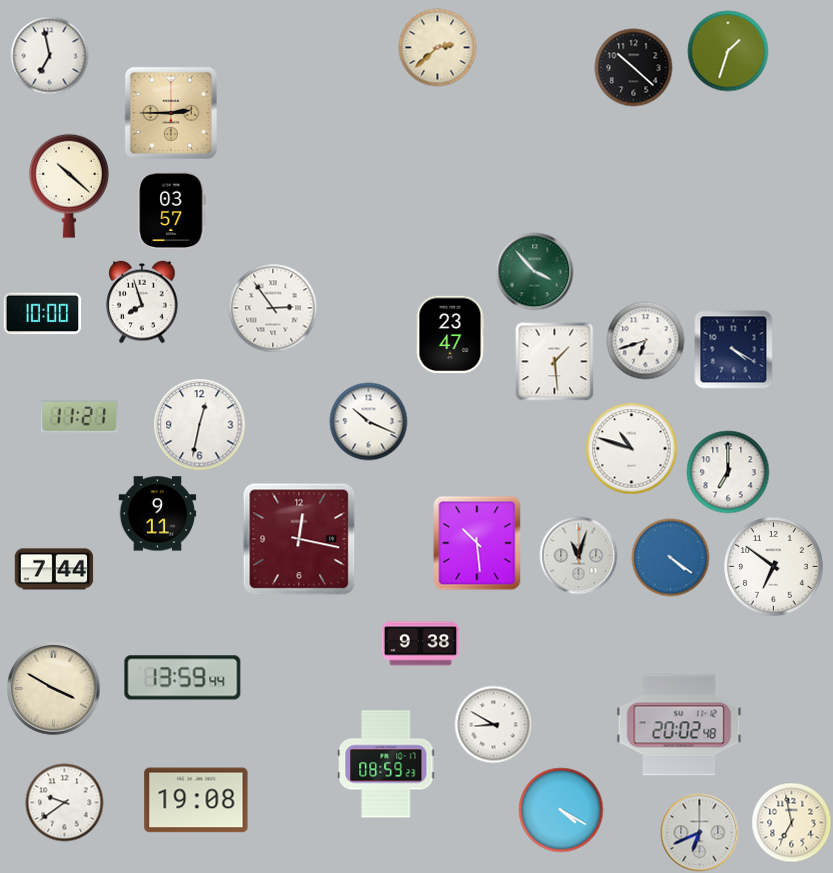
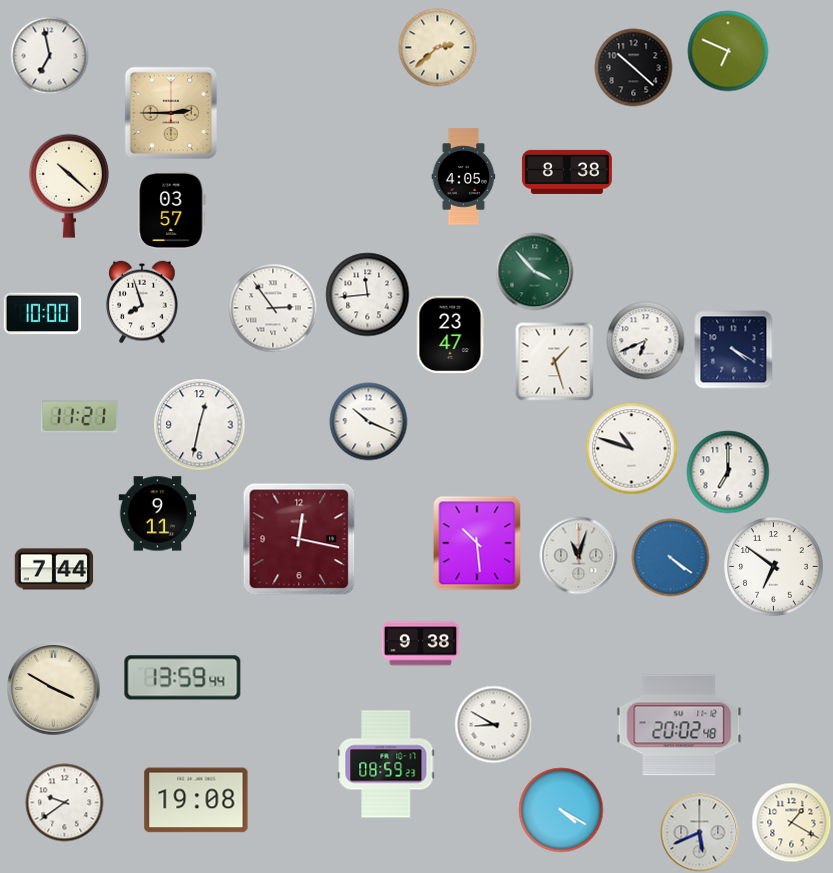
clock at (728, 51): 1:33 -> 6:49
clock at (567, 172): none -> 8:38
clock at (464, 177): none -> 4:05
clock at (367, 294): none -> 11:44
clock at (645, 340): 6:42 -> 6:41
clock at (554, 361): 1:29 -> 1:27
clock at (791, 822): 6:58 -> 1:20
clock at (699, 832): 6:41 -> 5:41
